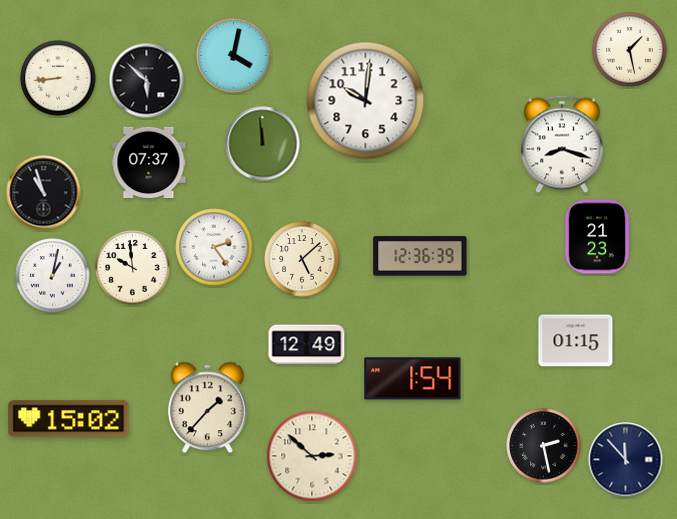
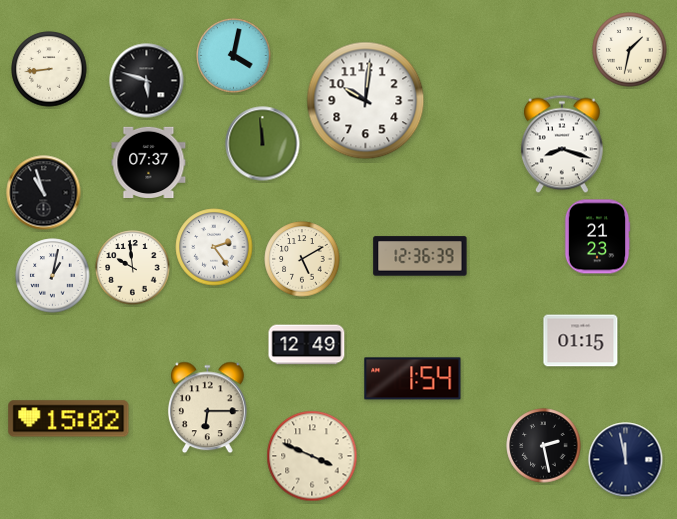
clock at (630, 50): 1:28 -> 1:32
clock at (58, 78) position: (58, 78) -> (49, 69)
clock at (147, 81): 5:52 -> 5:48
clock at (302, 259): 5:08 -> 5:10
clock at (576, 341) position: (576, 341) -> (581, 341)
clock at (207, 408): 1:37 -> 6:15
clock at (312, 456): 2:52 -> 3:49
clock at (626, 460): 11:53 -> 11:58
